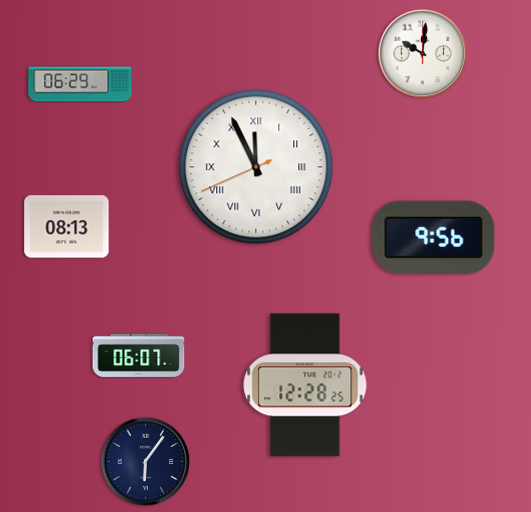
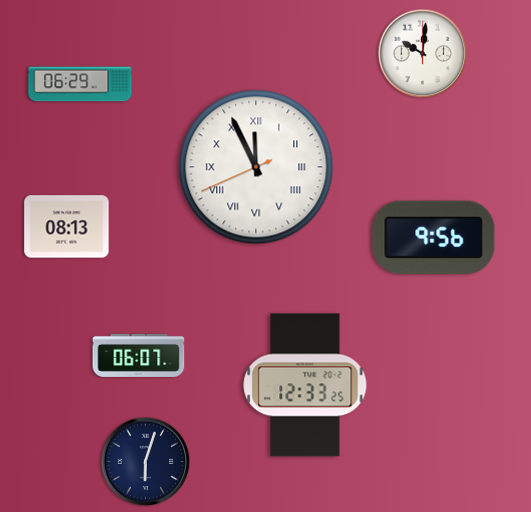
clock at (305, 385): 12:28 -> 12:33
clock at (146, 462): 6:06 -> 6:03
